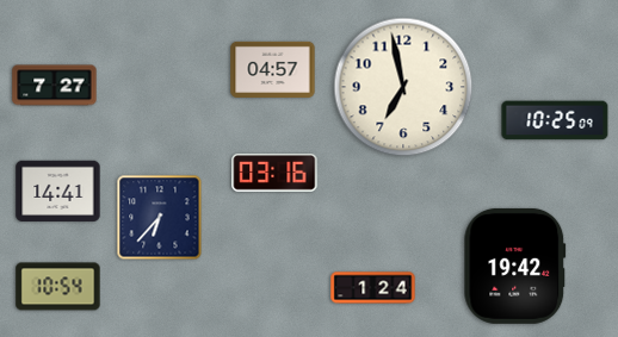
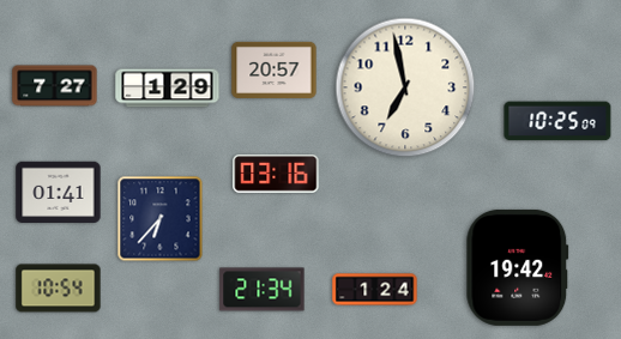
clock at (273, 69): 04:57 -> 20:57
clock at (168, 89): none -> 1:29
clock at (58, 191): 14:41 -> 01:41
clock at (263, 290): none -> 21:34
